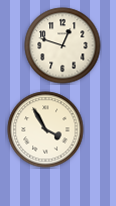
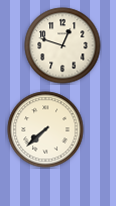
clock at (46, 130): 3:55 -> 7:38
